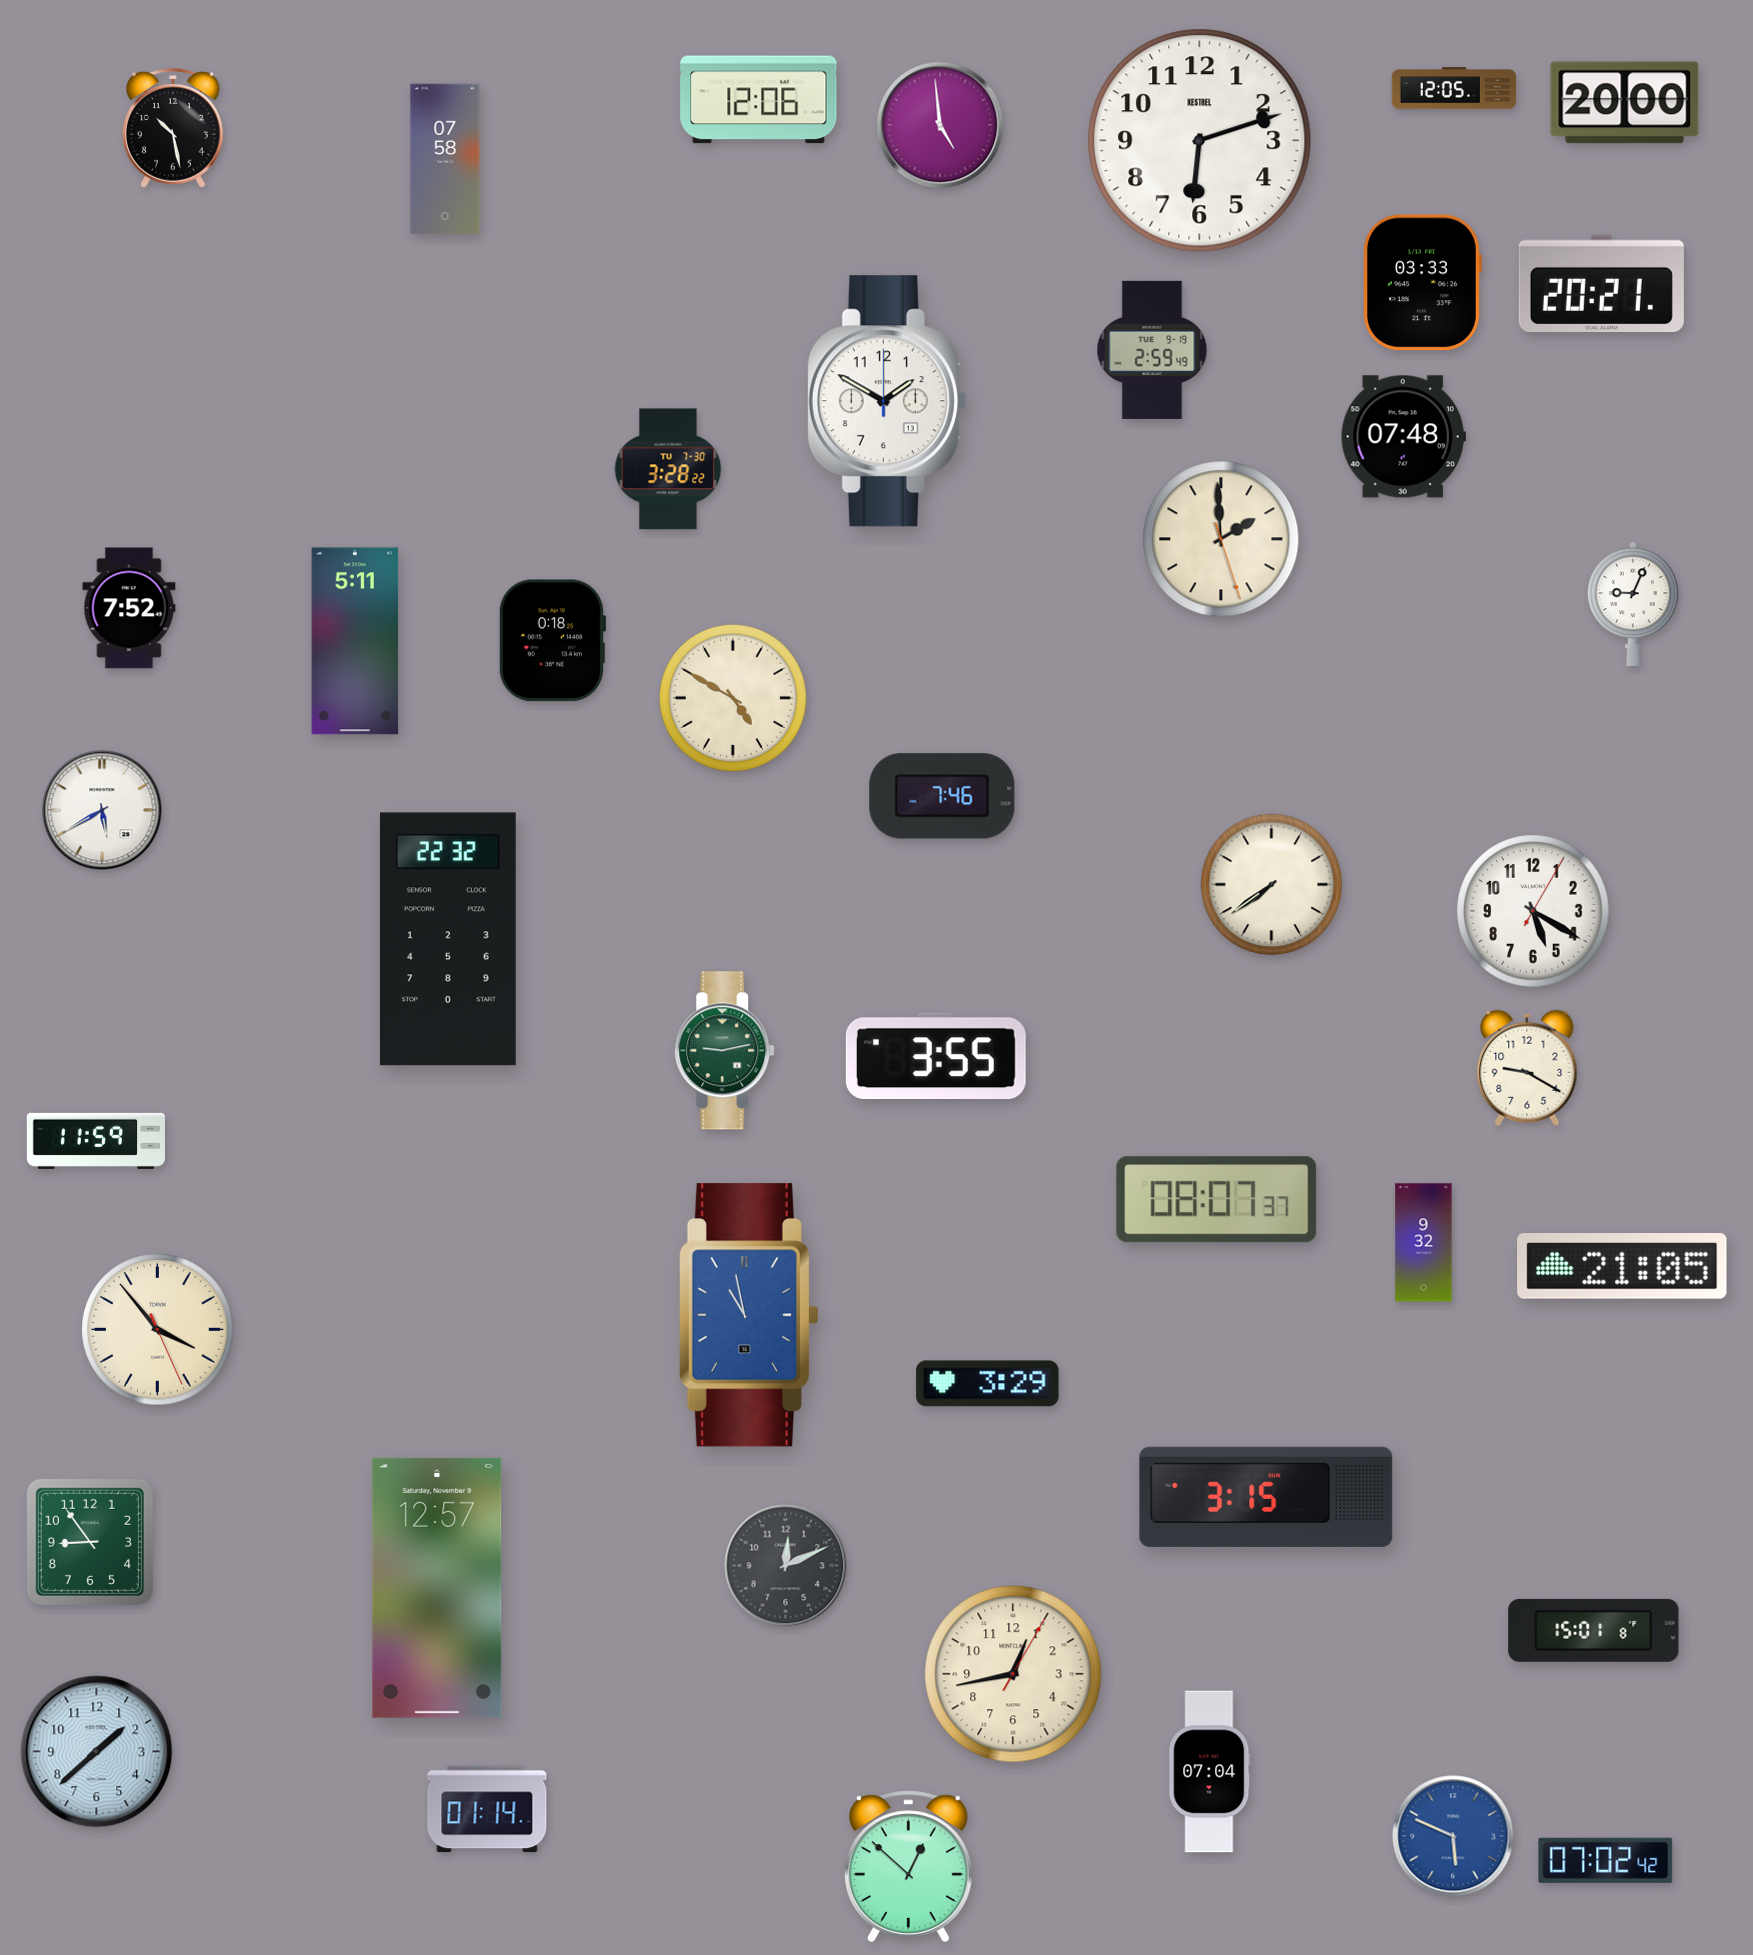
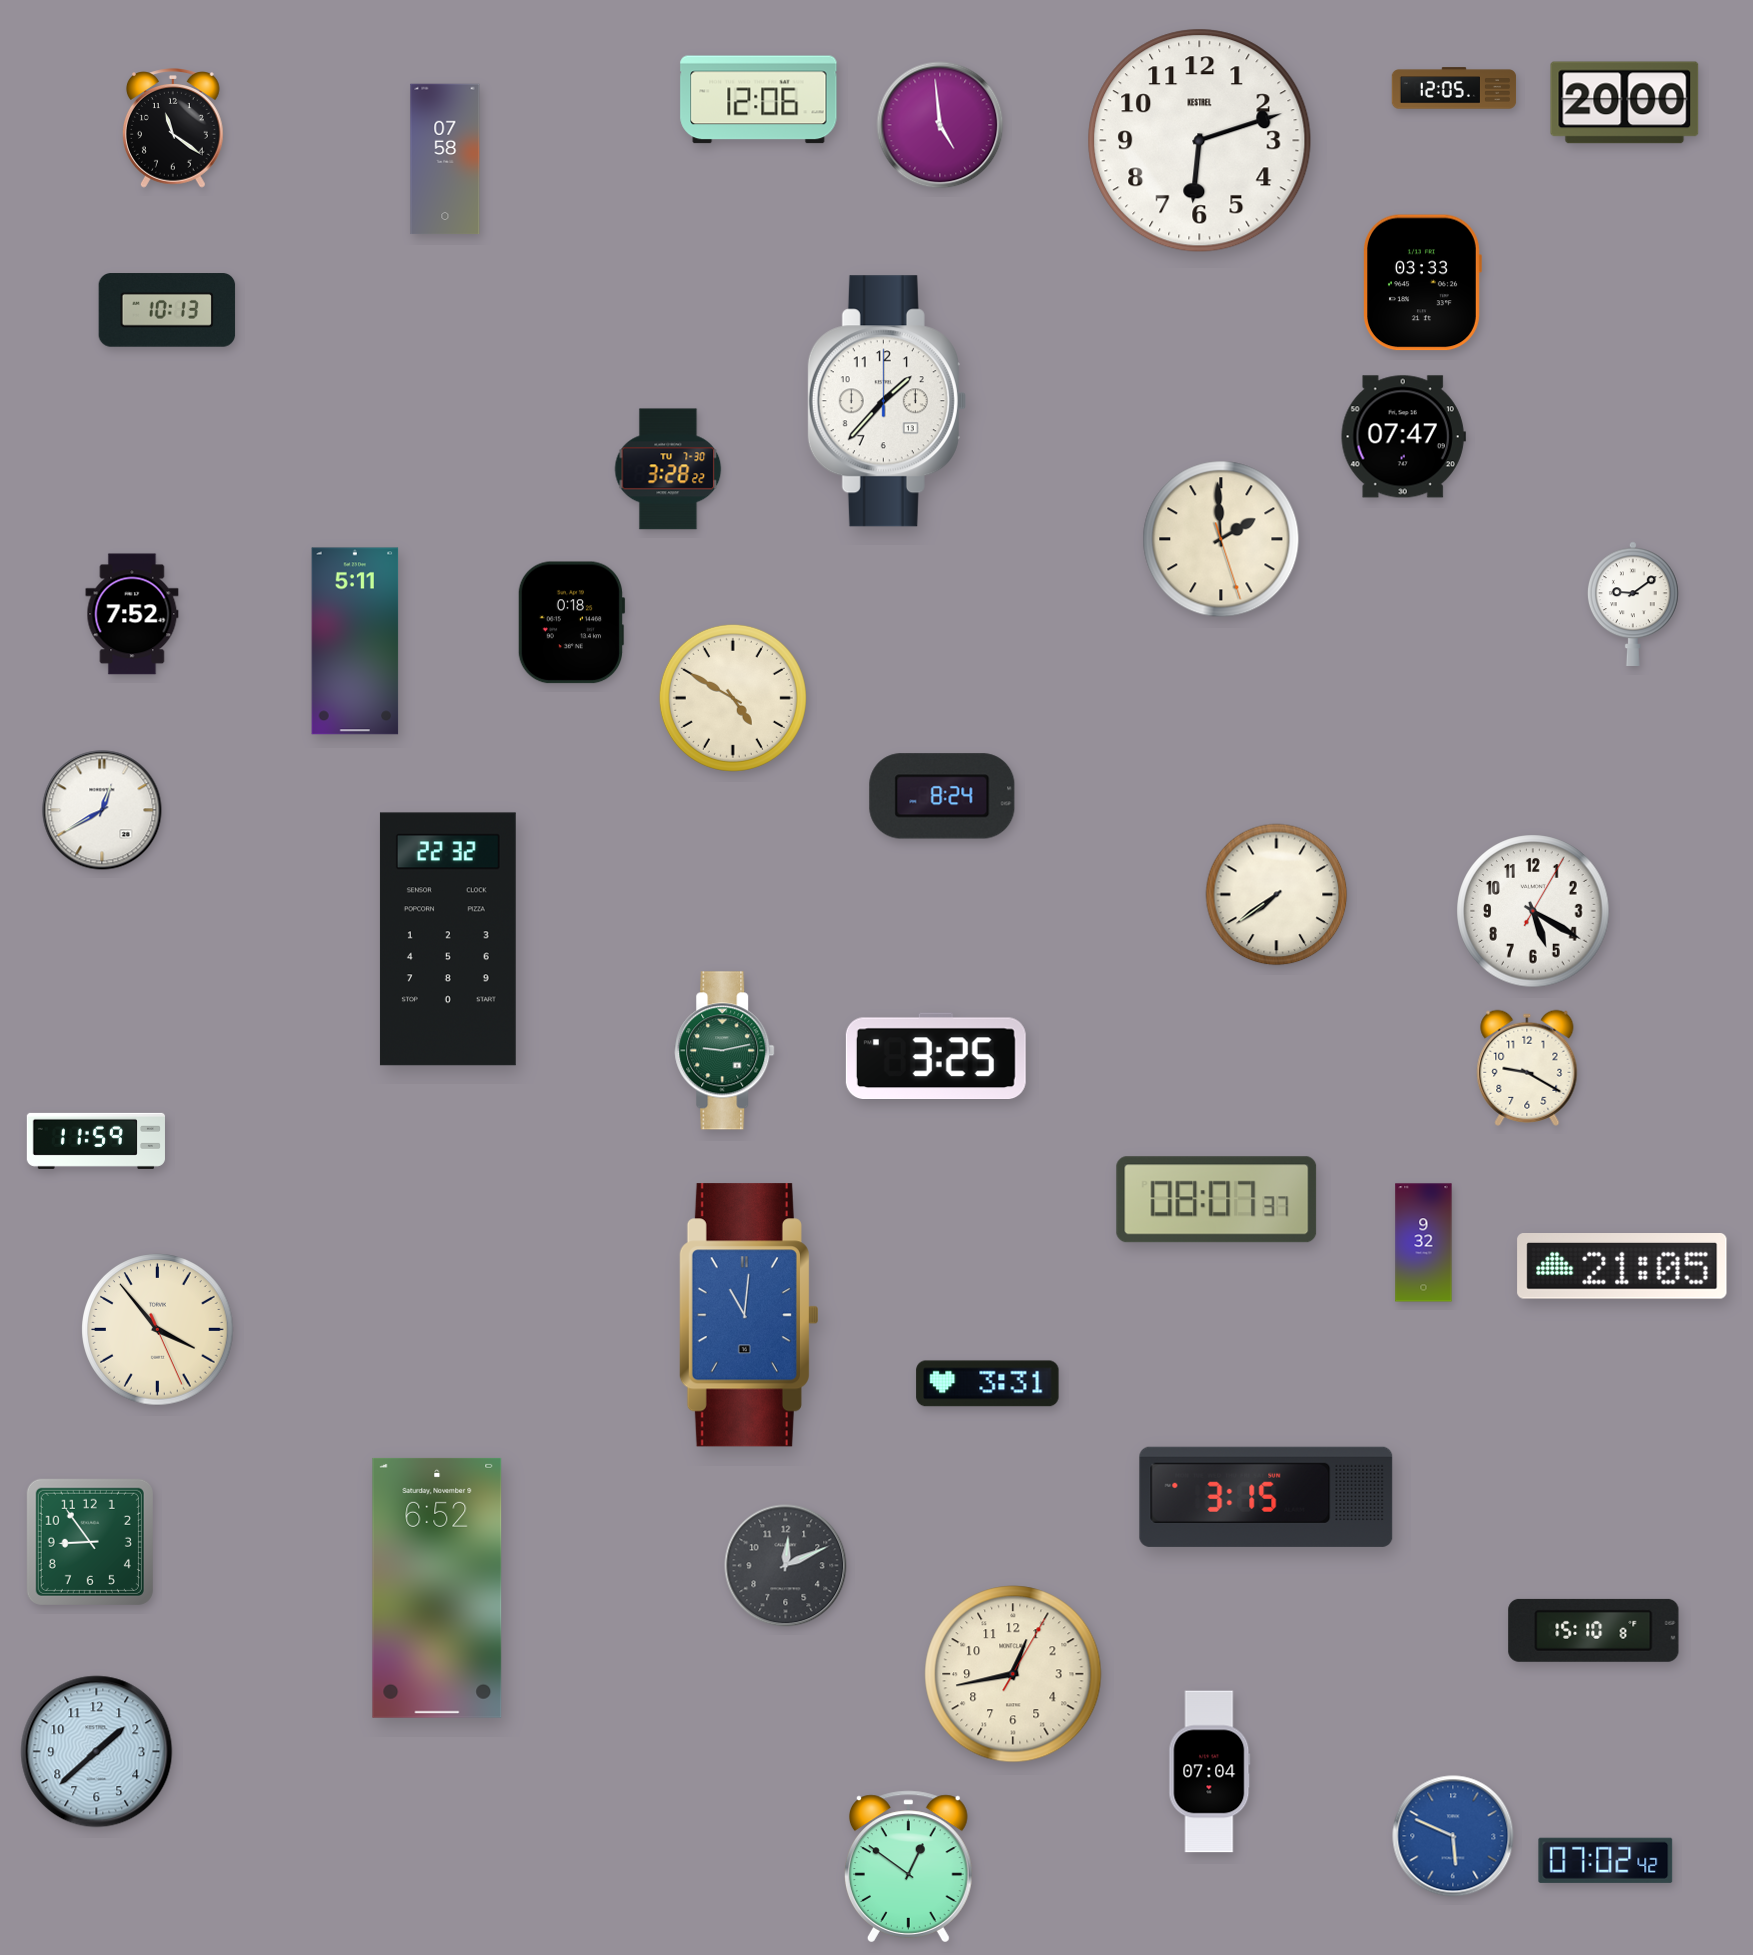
clock at (174, 128): 10:28 -> 11:21
clock at (1601, 283): 20:21 -> none
clock at (167, 310): none -> 10:13
clock at (1152, 350): 2:59 -> none
clock at (887, 401): 1:50 -> 1:37
clock at (1403, 437): 07:48 -> 07:47
clock at (1633, 603): 9:04 -> 9:09
clock at (129, 608) position: (129, 608) -> (132, 614)
clock at (552, 641) position: (552, 641) -> (571, 623)
clock at (942, 796): 7:46 -> 8:24
clock at (102, 810): 5:40 -> 12:40
clock at (1272, 885) position: (1272, 885) -> (1277, 895)
clock at (936, 1055): 3:55 -> 3:25
clock at (748, 1315): 10:58 -> 11:01
clock at (988, 1384): 3:29 -> 3:31
clock at (437, 1588): 12:57 -> 6:52
clock at (1594, 1630): 15:01 -> 15:10
clock at (487, 1809): 01:14 -> none
clock at (908, 1867): 12:52 -> 12:51
